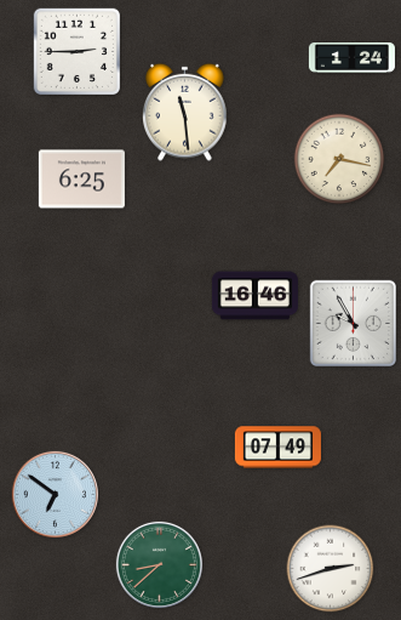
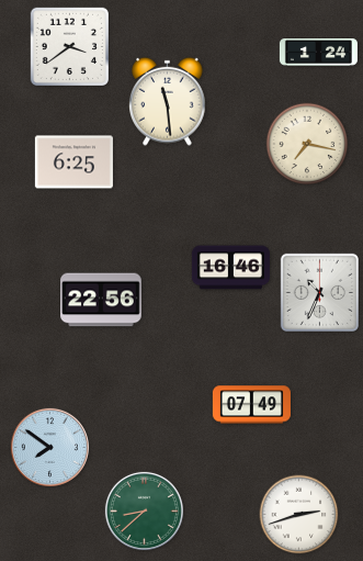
clock at (76, 51): 2:45 -> 3:39
clock at (353, 323): 9:55 -> 10:34
clock at (101, 300): none -> 22:56
clock at (55, 494): 6:51 -> 7:51
